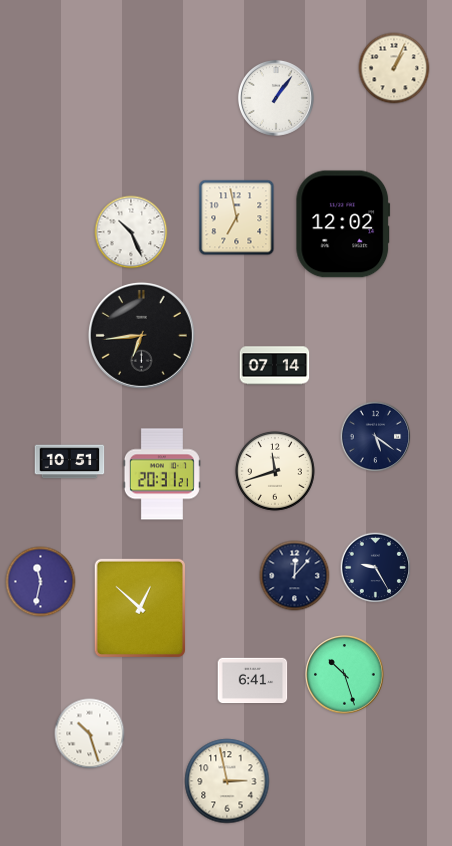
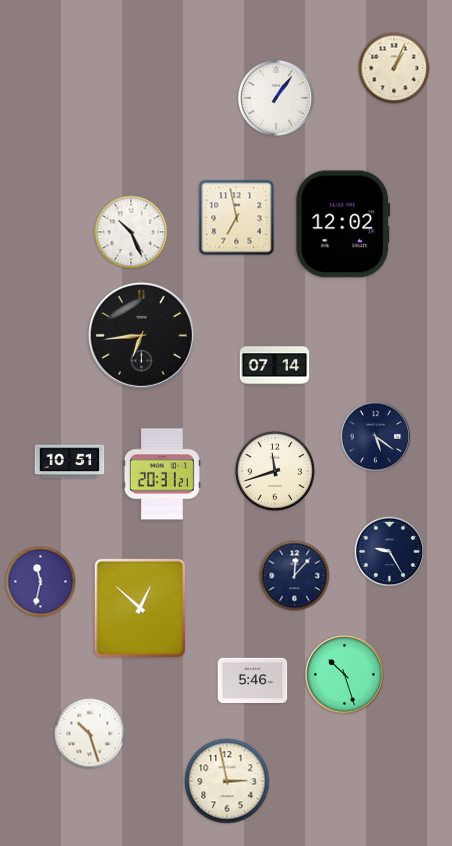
clock at (376, 568) position: (376, 568) -> (390, 552)
clock at (253, 681): 6:41 -> 5:46
